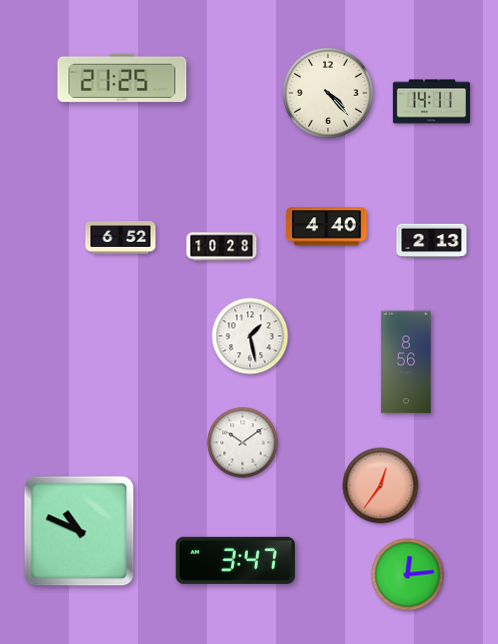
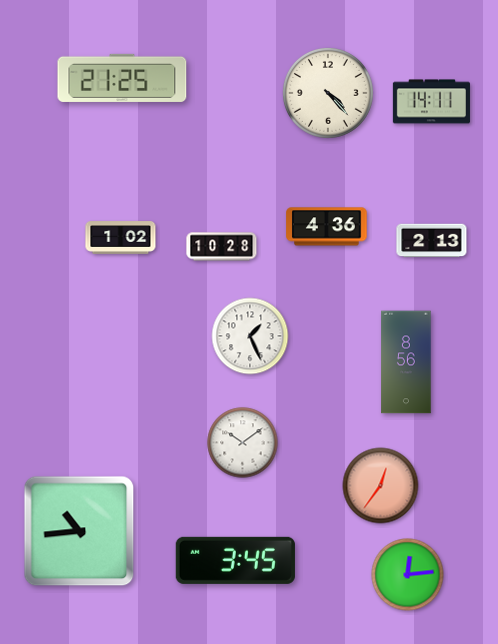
clock at (327, 227): 4:40 -> 4:36
clock at (121, 238): 6:52 -> 1:02
clock at (250, 336): 1:28 -> 1:26
clock at (79, 531): 10:49 -> 10:44
clock at (235, 560): 3:47 -> 3:45
